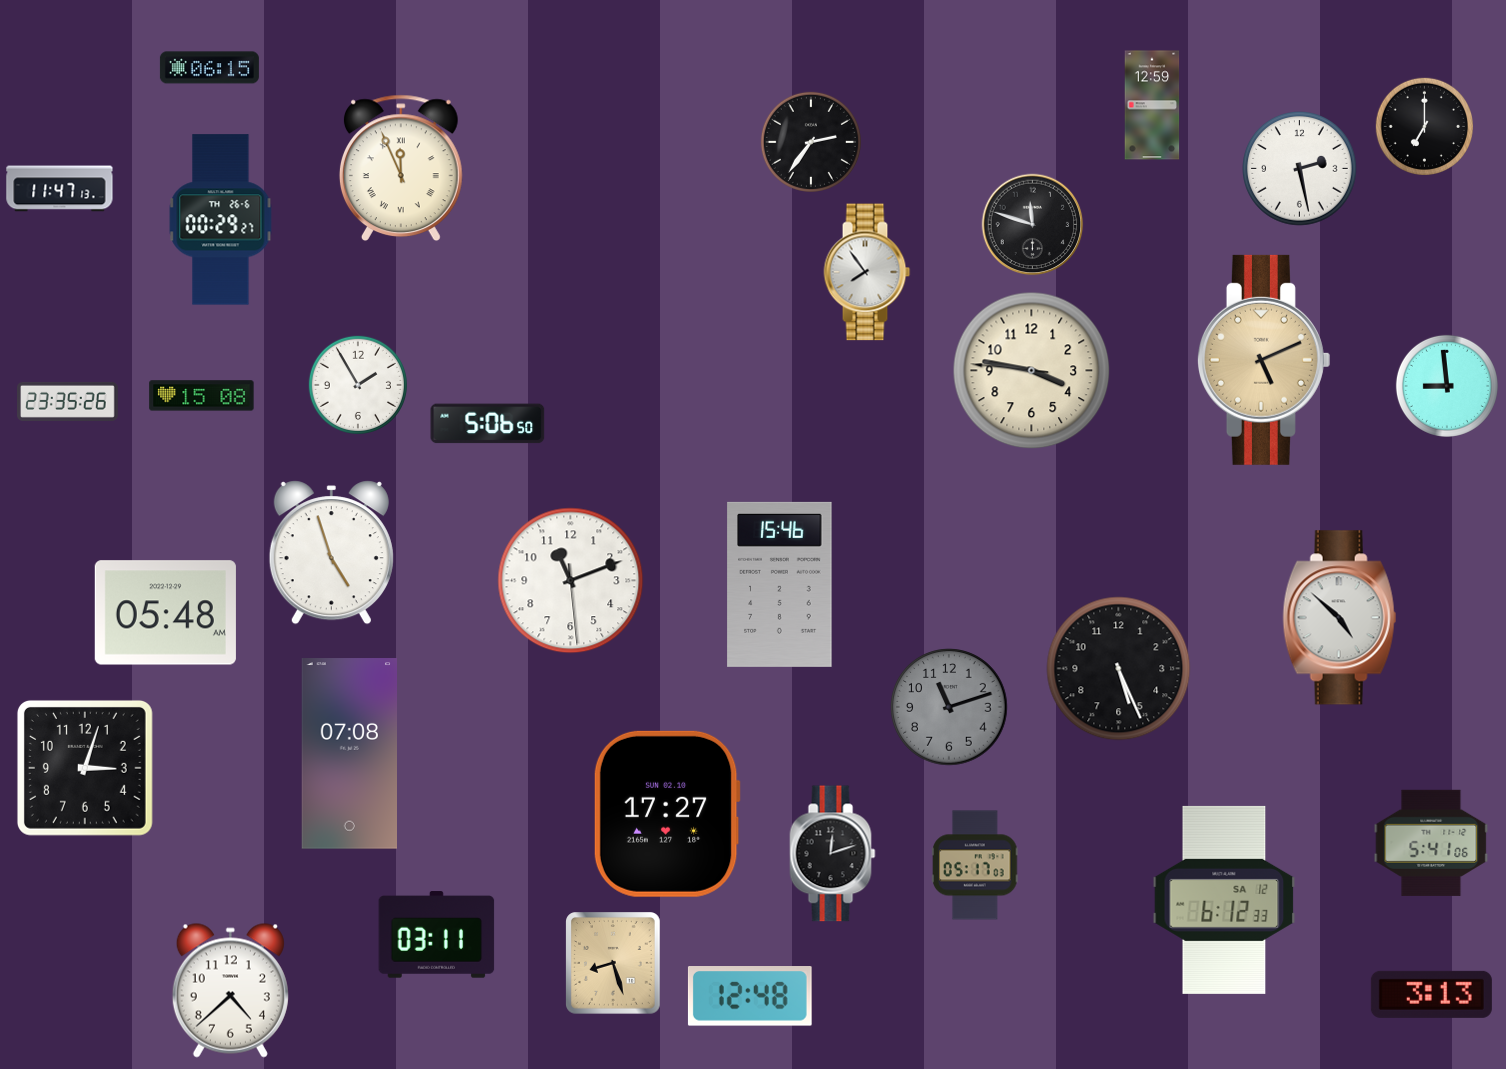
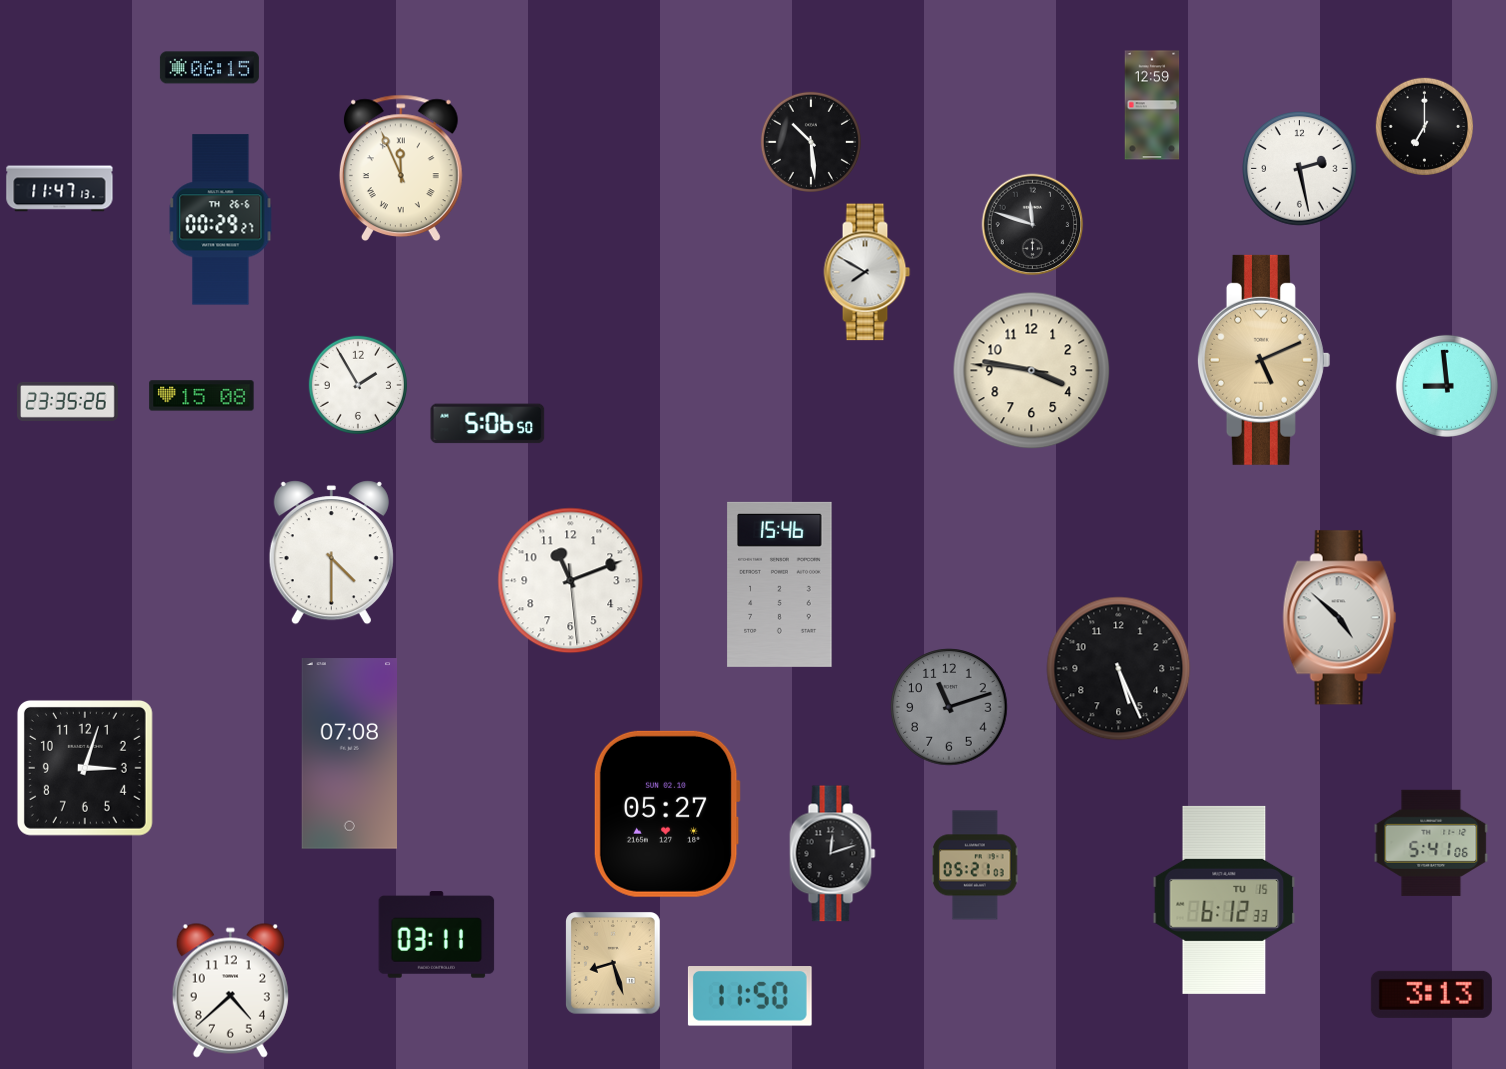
clock at (811, 142): 2:36 -> 10:29
clock at (867, 272): 7:54 -> 7:50
clock at (331, 553): 4:57 -> 4:30
clock at (165, 613): 05:48 -> none
clock at (667, 814): 17:27 -> 05:27
clock at (975, 865): 05:17 -> 05:21
clock at (1224, 900) date: SA 12 -> TU 15
clock at (750, 997): 12:48 -> 11:50
